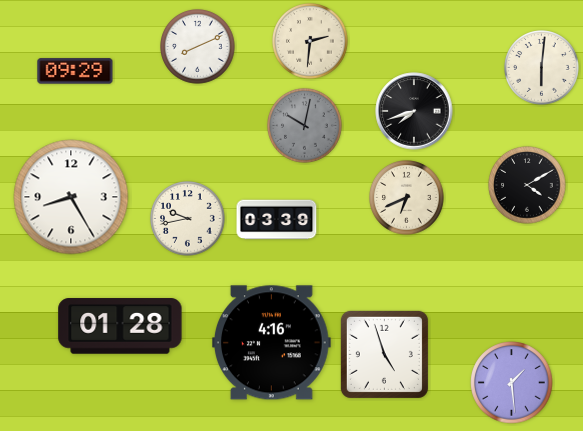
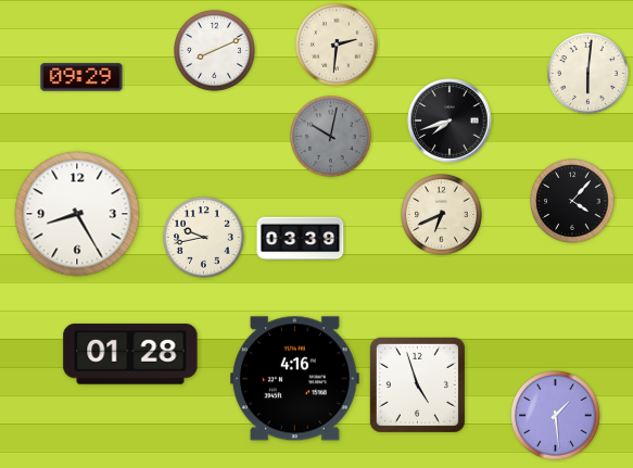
clock at (527, 185): 4:10 -> 4:07
clock at (272, 343) position: (272, 343) -> (295, 379)
